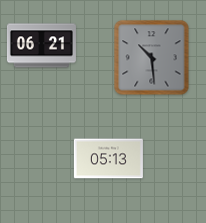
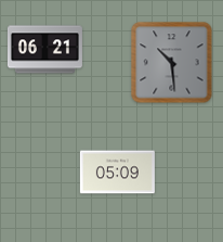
clock at (152, 58) position: (152, 58) -> (172, 63)
clock at (108, 159): 05:13 -> 05:09
